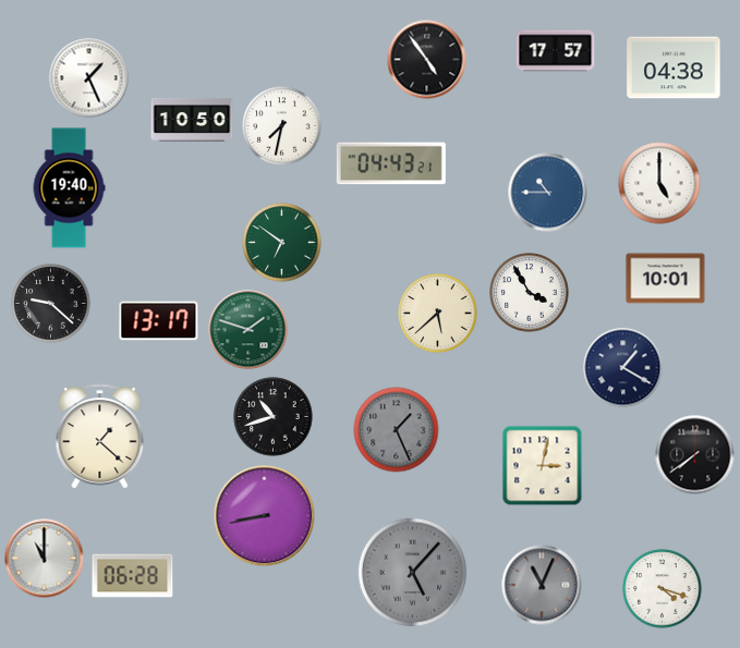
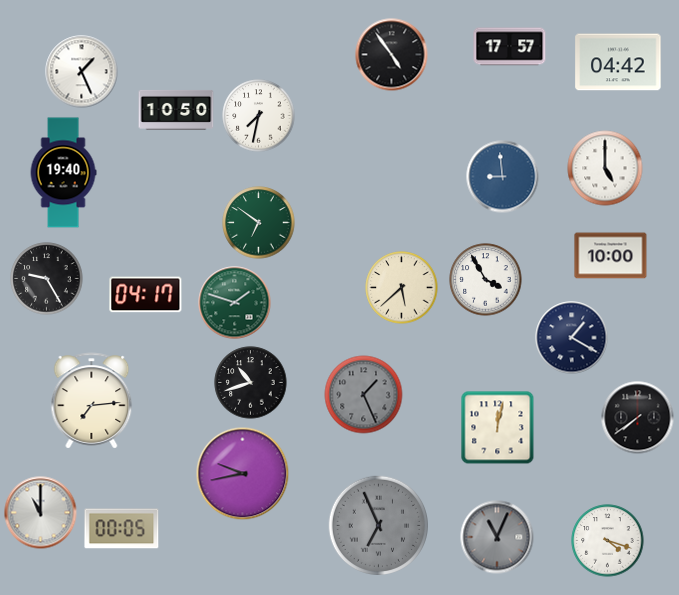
clock at (674, 68): 04:38 -> 04:42
clock at (391, 163): 04:43 -> none
clock at (548, 193): 10:45 -> 8:59
clock at (666, 279): 10:01 -> 10:00
clock at (530, 293) position: (530, 293) -> (486, 280)
clock at (51, 304): 9:22 -> 9:25
clock at (159, 321): 13:17 -> 04:17
clock at (248, 330) position: (248, 330) -> (235, 303)
clock at (100, 437): 1:22 -> 7:14
clock at (543, 466): 3:02 -> 12:02
clock at (265, 516): 8:43 -> 9:43
clock at (412, 572): 5:07 -> 6:56
clock at (133, 576): 06:28 -> 00:05
